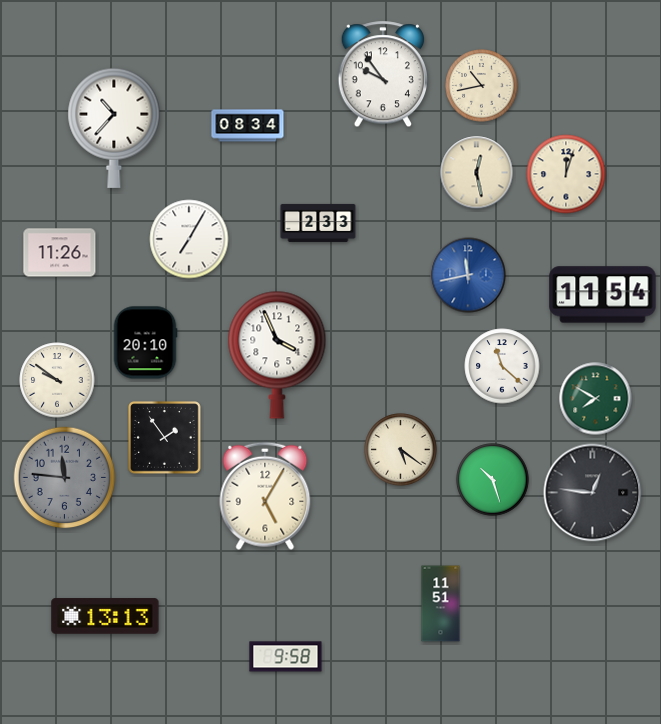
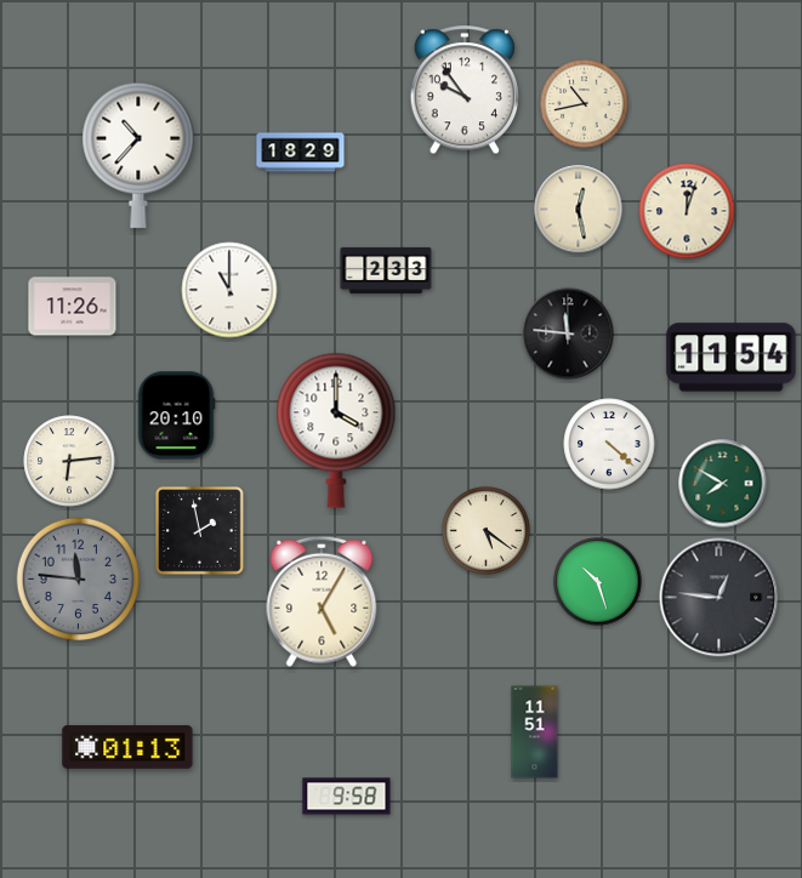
clock at (248, 126): 08:34 -> 18:29
clock at (189, 239): 7:05 -> 11:00
clock at (468, 275): 11:43 -> 11:46
clock at (468, 275) dial: blue -> black
clock at (277, 355): 3:56 -> 4:00
clock at (502, 366): 11:22 -> 4:22
clock at (57, 380): 9:51 -> 6:14
clock at (165, 438): 1:54 -> 1:58
clock at (401, 450) position: (401, 450) -> (487, 531)
clock at (105, 616): 13:13 -> 01:13
